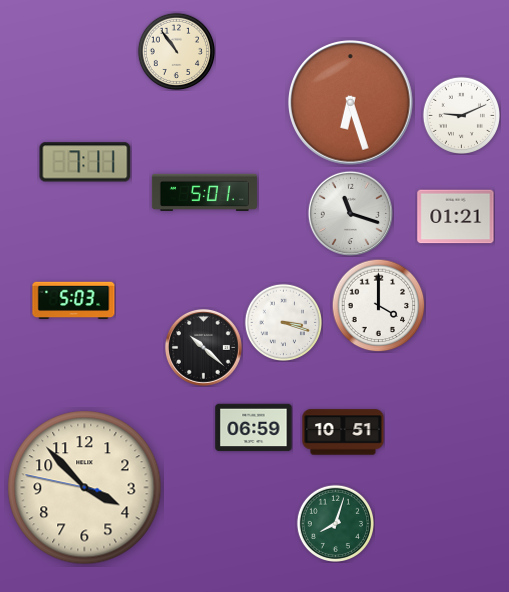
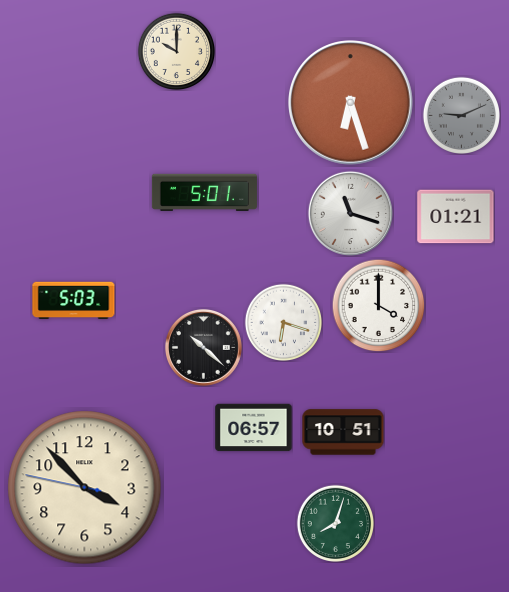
clock at (176, 51): 10:54 -> 10:00
clock at (461, 115) dial: white -> grey
clock at (85, 162): 7:11 -> none
clock at (283, 322): 3:18 -> 6:18
clock at (254, 428): 06:59 -> 06:57
